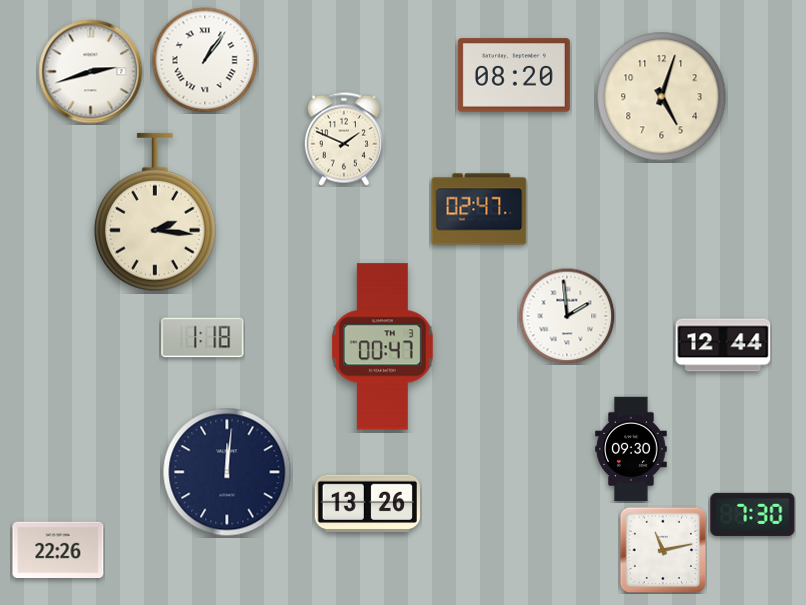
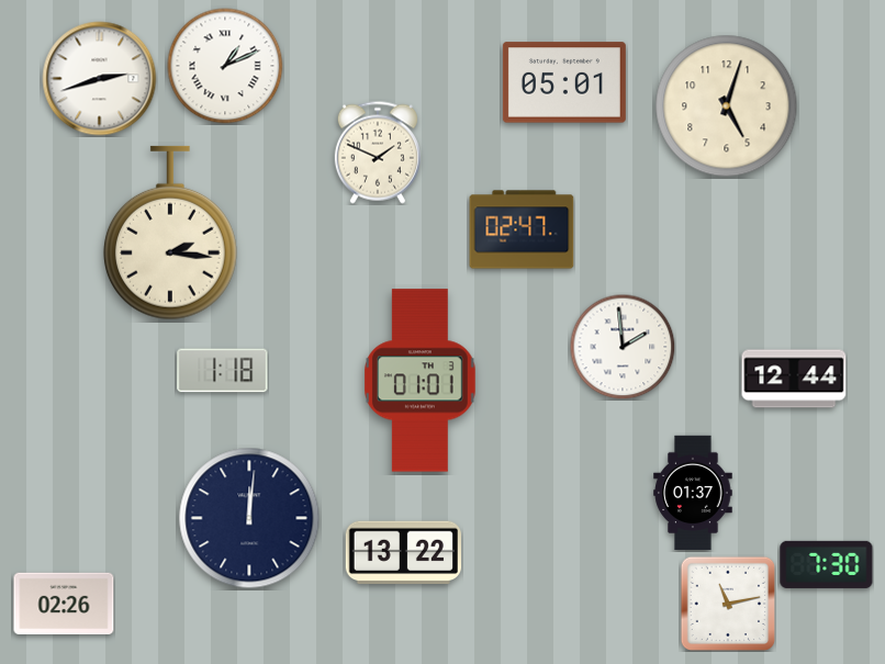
clock at (205, 60): 1:06 -> 1:11
clock at (514, 75): 08:20 -> 05:01
clock at (479, 209) position: (479, 209) -> (522, 229)
clock at (383, 347): 00:47 -> 01:01
clock at (631, 449): 09:30 -> 01:37
clock at (367, 504): 13:26 -> 13:22
clock at (58, 549): 22:26 -> 02:26
